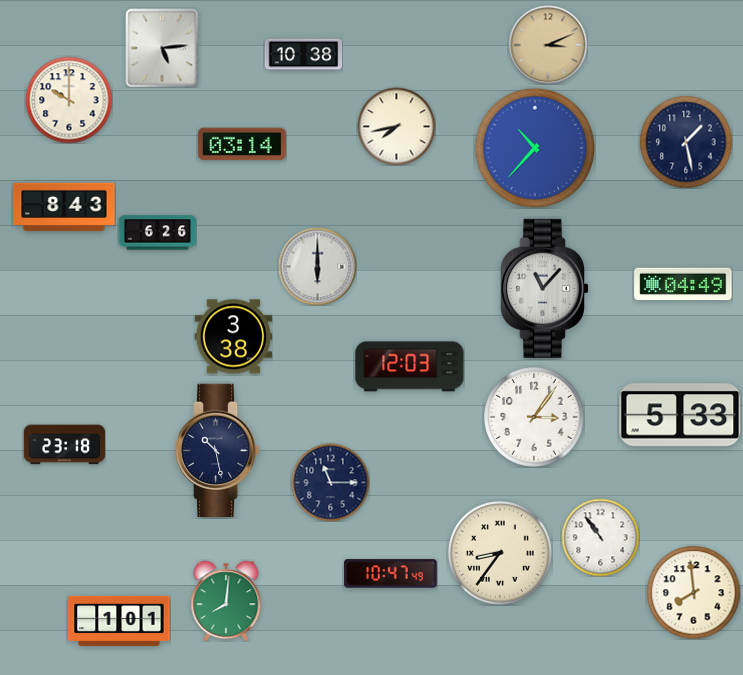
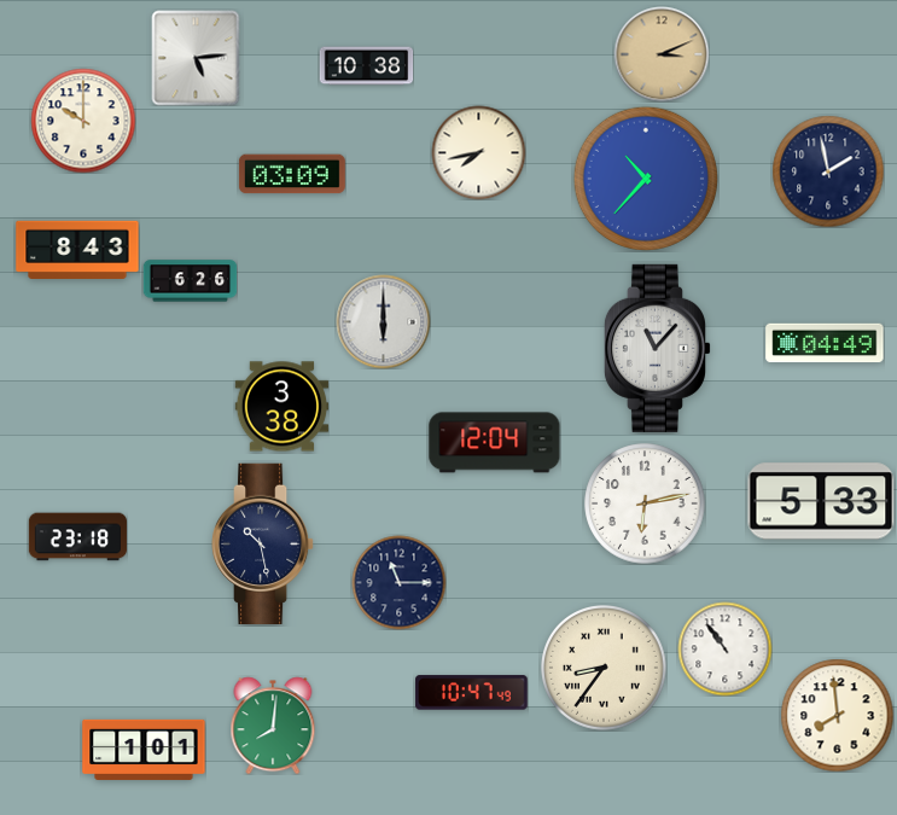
clock at (686, 142): 1:28 -> 1:58
clock at (242, 144): 03:14 -> 03:09
clock at (410, 367): 12:03 -> 12:04
clock at (534, 417): 3:06 -> 6:13
